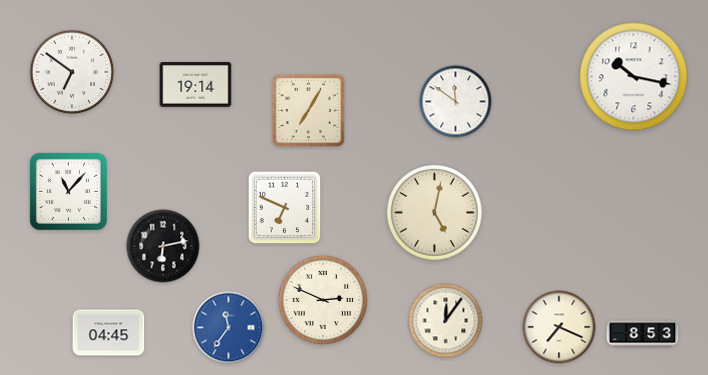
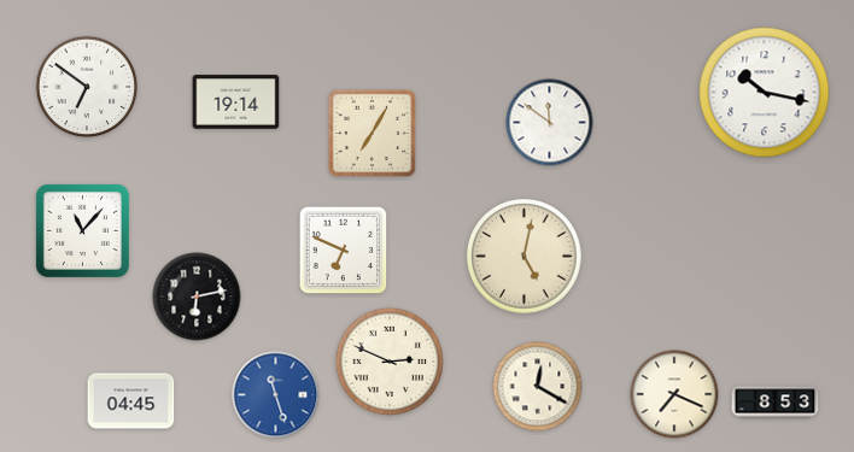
clock at (446, 321): 12:06 -> 12:20
clock at (229, 328): 11:36 -> 11:27
